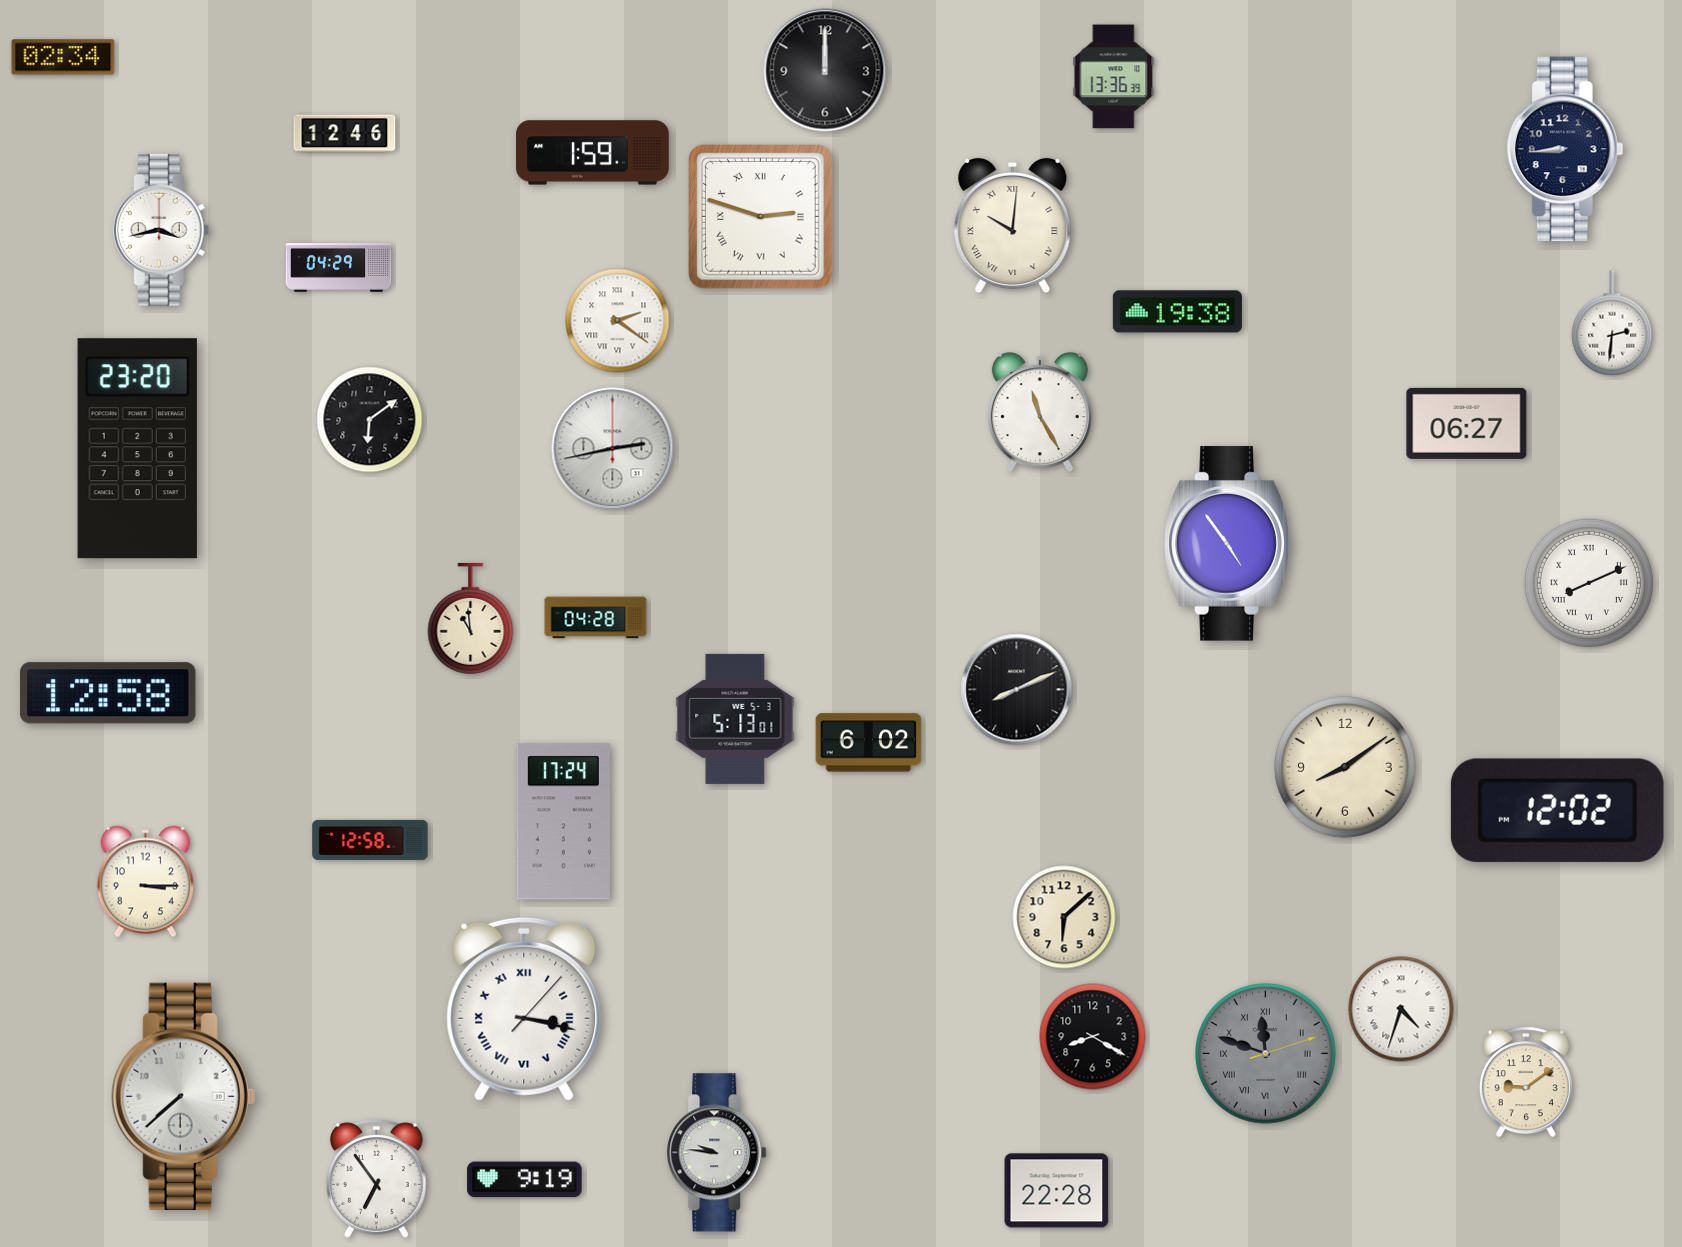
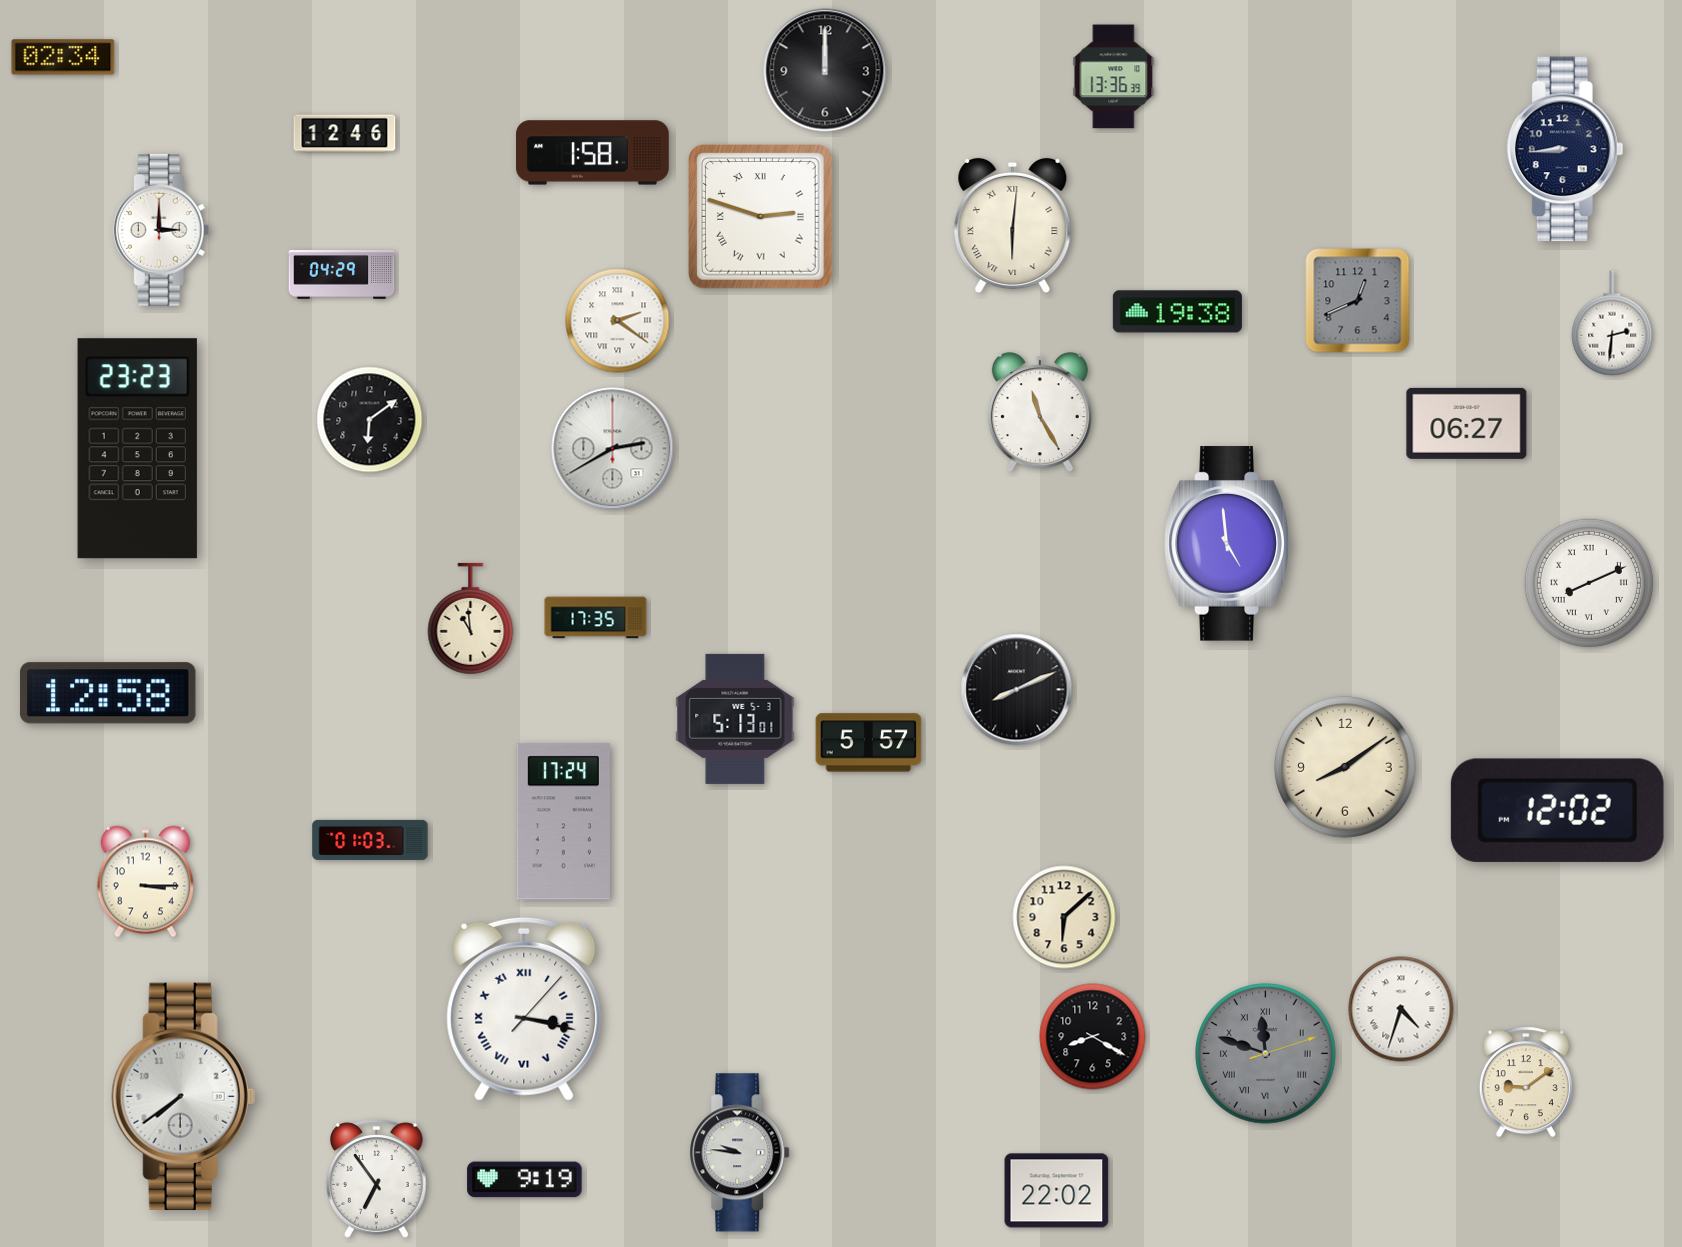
clock at (593, 153): 1:59 -> 1:58
clock at (1013, 226): 10:01 -> 6:01
clock at (161, 230): 3:43 -> 3:00
clock at (339, 268) position: (339, 268) -> (342, 275)
clock at (1358, 301): none -> 12:41
clock at (137, 449): 23:20 -> 23:23
clock at (613, 449): 2:43 -> 2:40
clock at (1228, 544): 4:54 -> 4:59
clock at (596, 618): 04:28 -> 17:35
clock at (869, 743): 6:02 -> 5:57
clock at (370, 840): 12:58 -> 01:03
clock at (183, 1096): 7:38 -> 7:39
clock at (717, 1153) position: (717, 1153) -> (740, 1153)
clock at (1057, 1191): 22:28 -> 22:02
